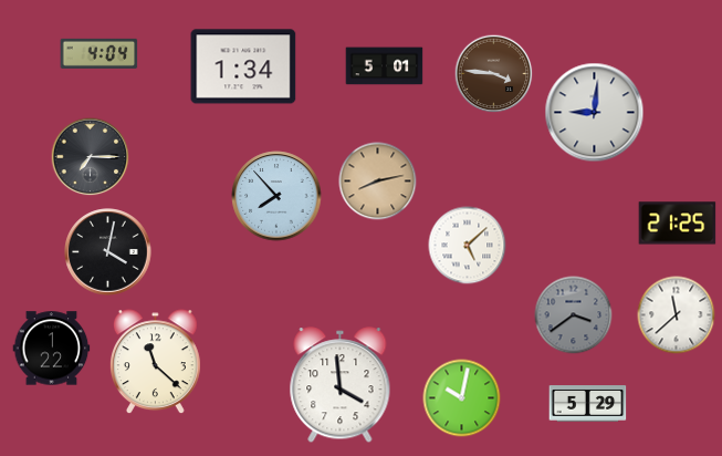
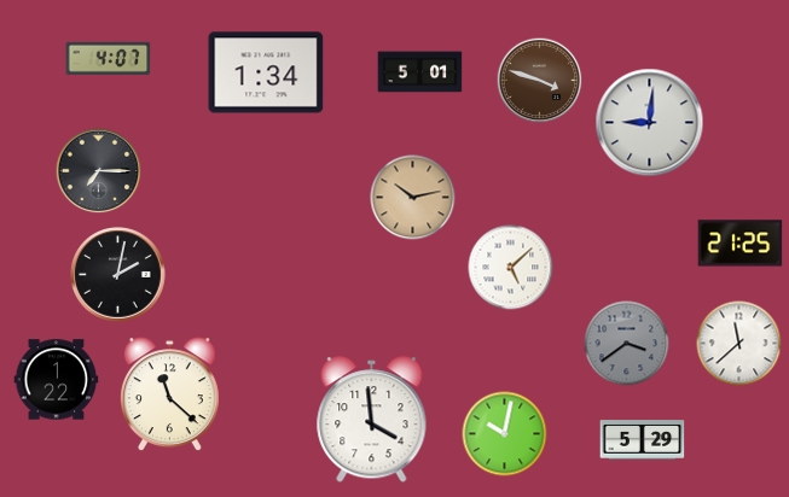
clock at (100, 53): 4:04 -> 4:07
clock at (494, 74): 3:46 -> 3:48
clock at (378, 182): 8:13 -> 10:13
clock at (276, 196): 7:53 -> none
clock at (108, 252): 4:02 -> 2:02
